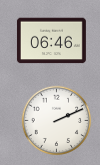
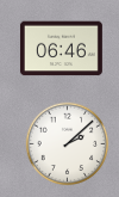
clock at (57, 121): 2:11 -> 2:08
